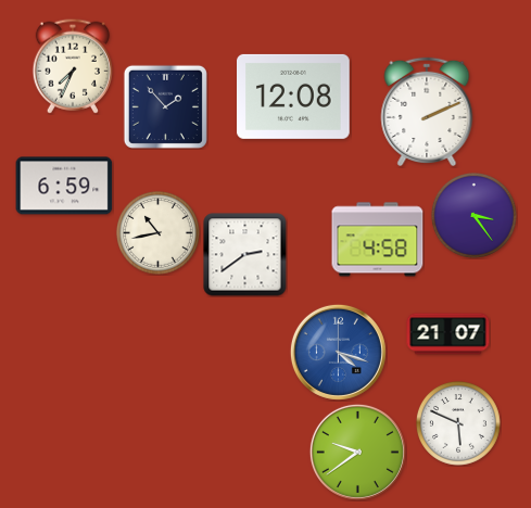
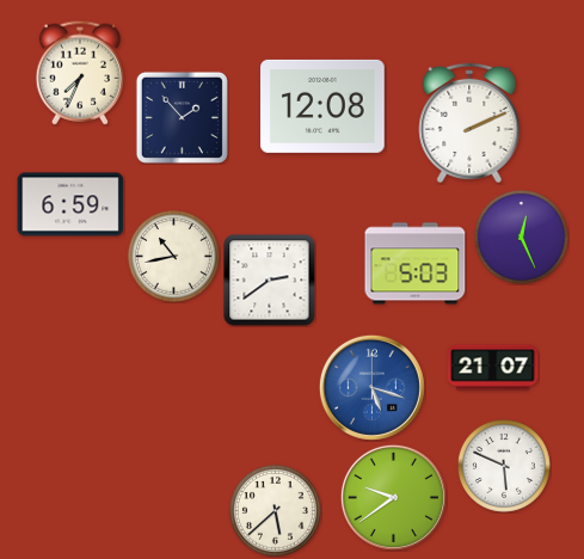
clock at (473, 215): 3:24 -> 12:26
clock at (378, 240): 4:58 -> 5:03
clock at (338, 352): 4:18 -> 5:18
clock at (275, 510): none -> 5:38
